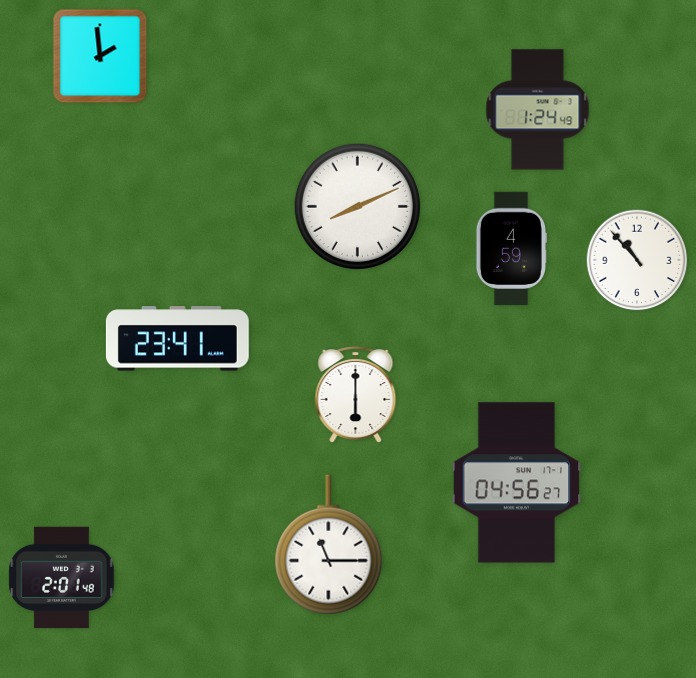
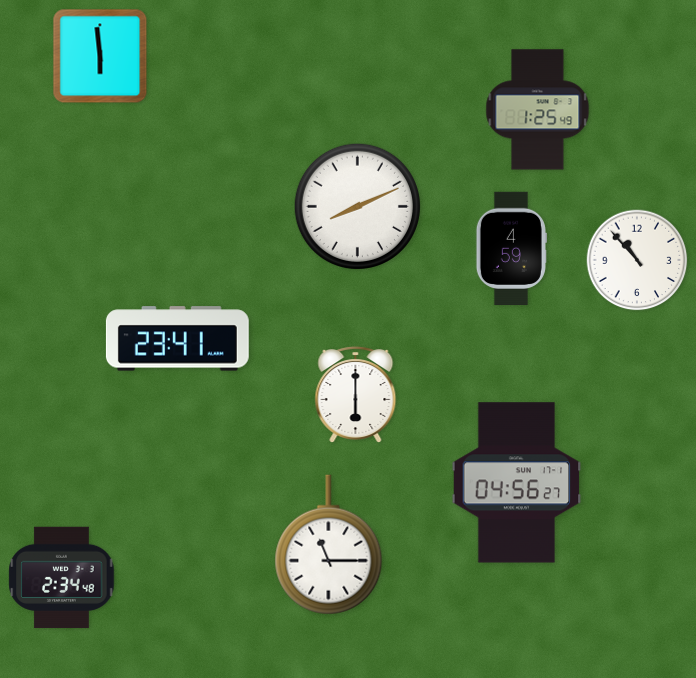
clock at (100, 56): 1:59 -> 5:59
clock at (538, 110): 1:24 -> 1:25
clock at (62, 578): 2:01 -> 2:34
